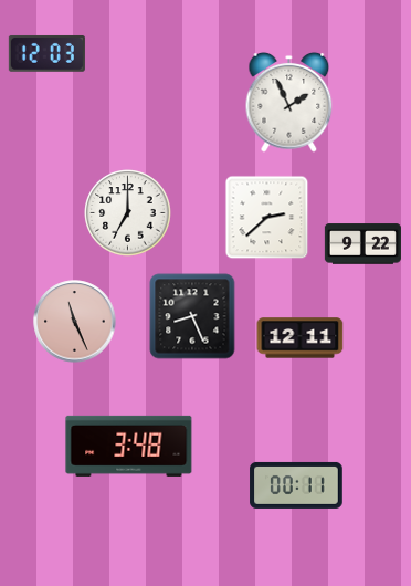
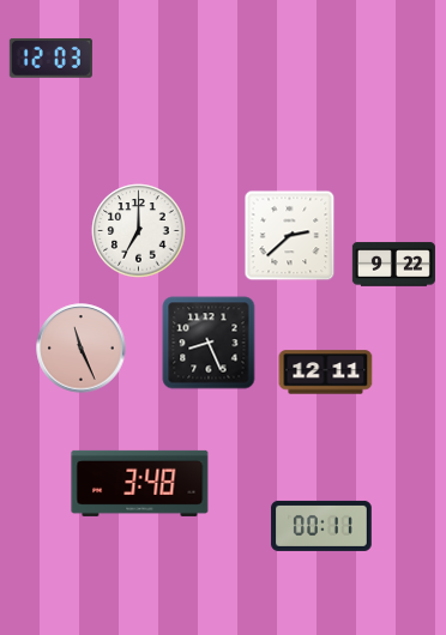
clock at (289, 102): 1:56 -> none
clock at (301, 338) position: (301, 338) -> (326, 373)
